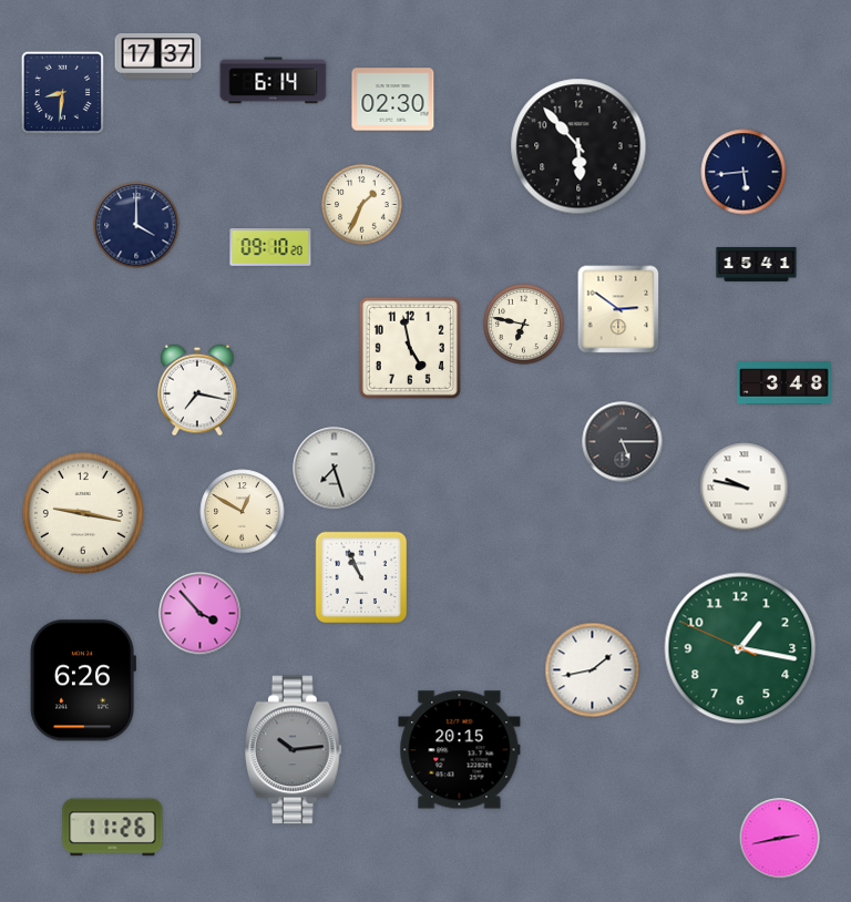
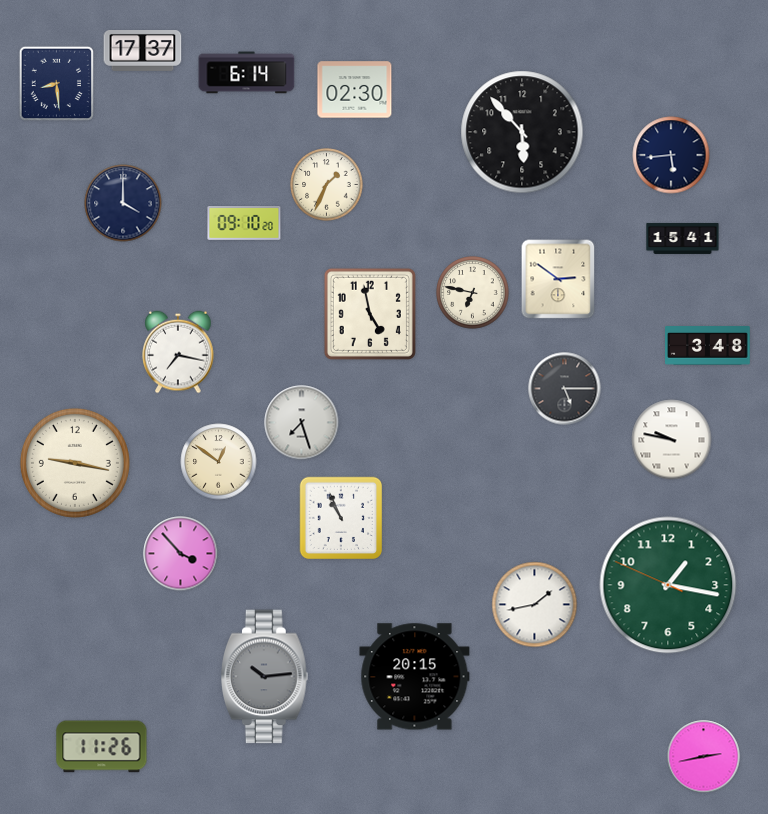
clock at (62, 92): 8:31 -> 8:29
clock at (623, 442) position: (623, 442) -> (565, 389)
clock at (243, 512): 12:50 -> 12:51
clock at (361, 577) position: (361, 577) -> (341, 518)
clock at (83, 680): 6:26 -> none
